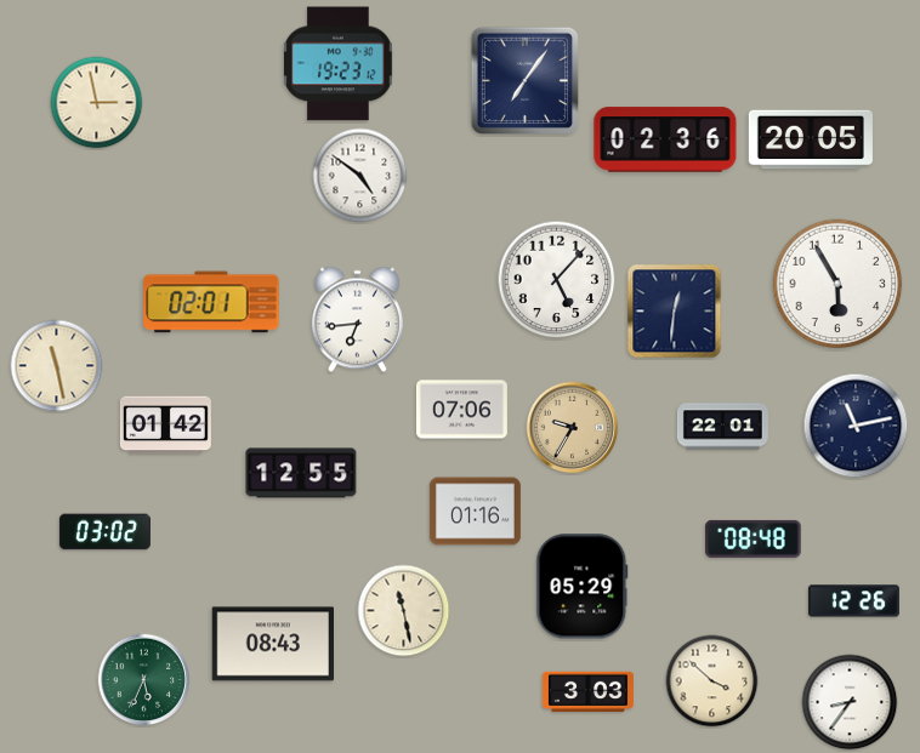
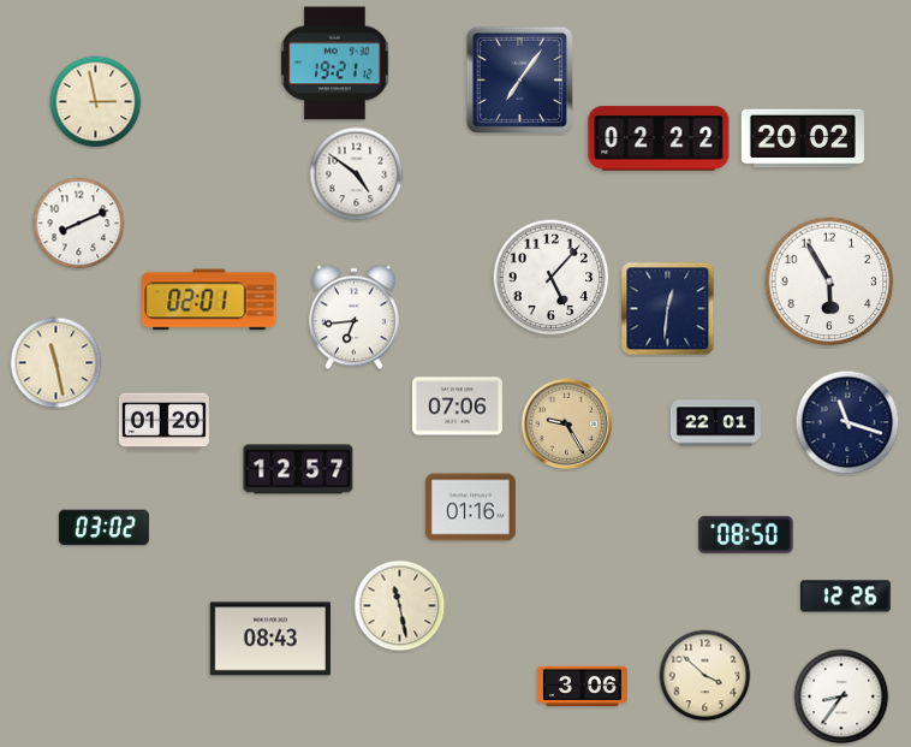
clock at (339, 64): 19:23 -> 19:21
clock at (665, 139): 02:36 -> 02:22
clock at (811, 139): 20:05 -> 20:02
clock at (79, 224): none -> 8:11
clock at (165, 426): 01:42 -> 01:20
clock at (856, 426): 11:13 -> 11:18
clock at (573, 428): 9:35 -> 9:25
clock at (301, 473): 12:55 -> 12:57
clock at (754, 538): 08:48 -> 08:50
clock at (583, 587): 05:29 -> none
clock at (144, 680): 5:34 -> none
clock at (587, 691): 3:03 -> 3:06
